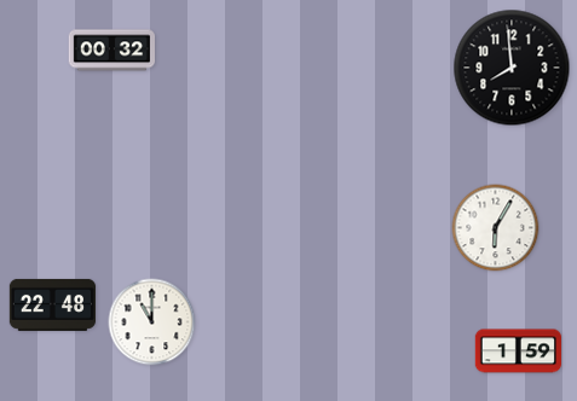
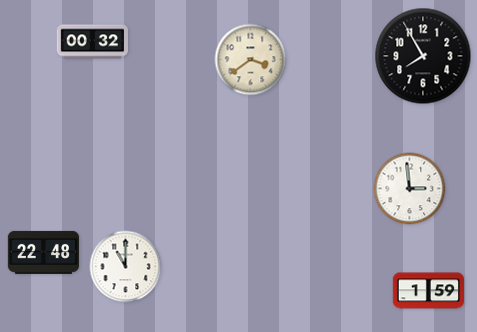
clock at (512, 68): 7:59 -> 7:55
clock at (251, 60): none -> 3:39
clock at (496, 228): 6:05 -> 2:59
